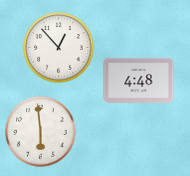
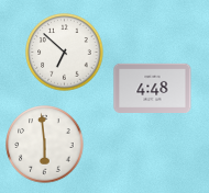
clock at (59, 48): 12:53 -> 6:52
